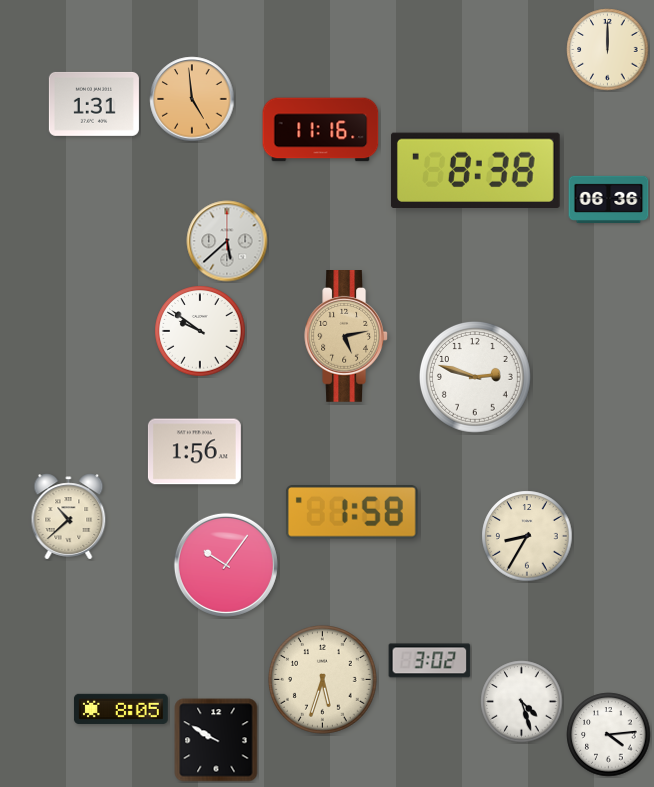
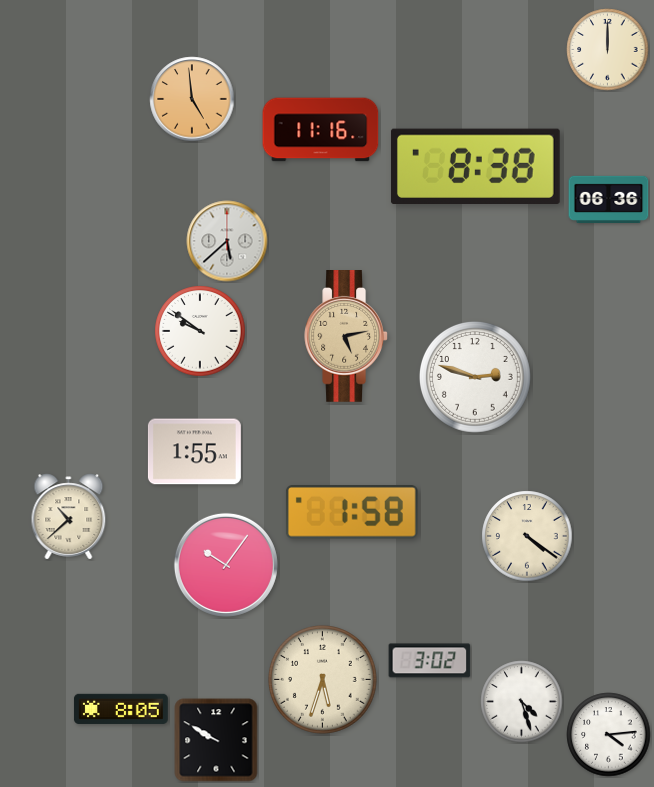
clock at (94, 104): 1:31 -> none
clock at (475, 171) position: (475, 171) -> (475, 167)
clock at (194, 452): 1:56 -> 1:55
clock at (527, 536): 8:35 -> 4:21
